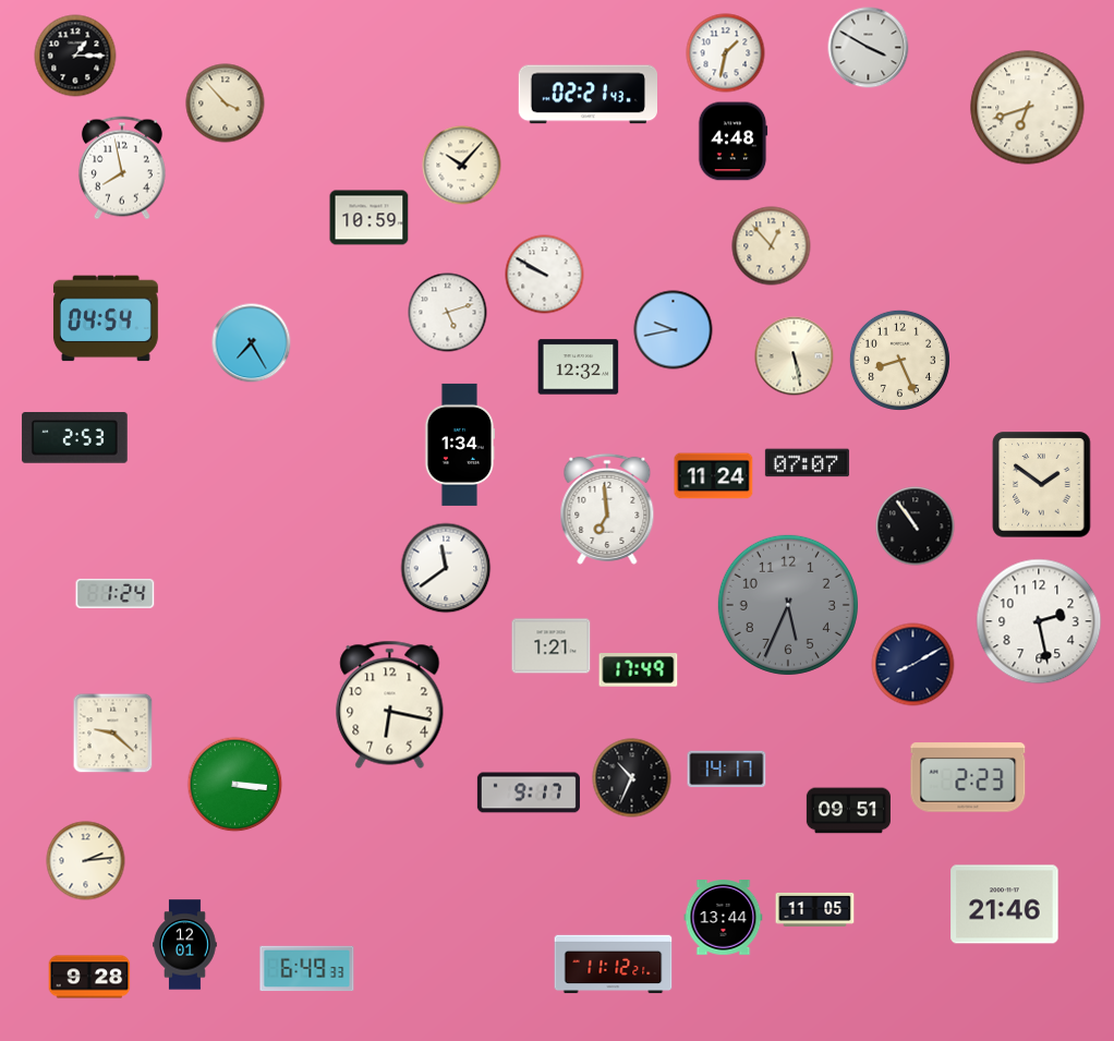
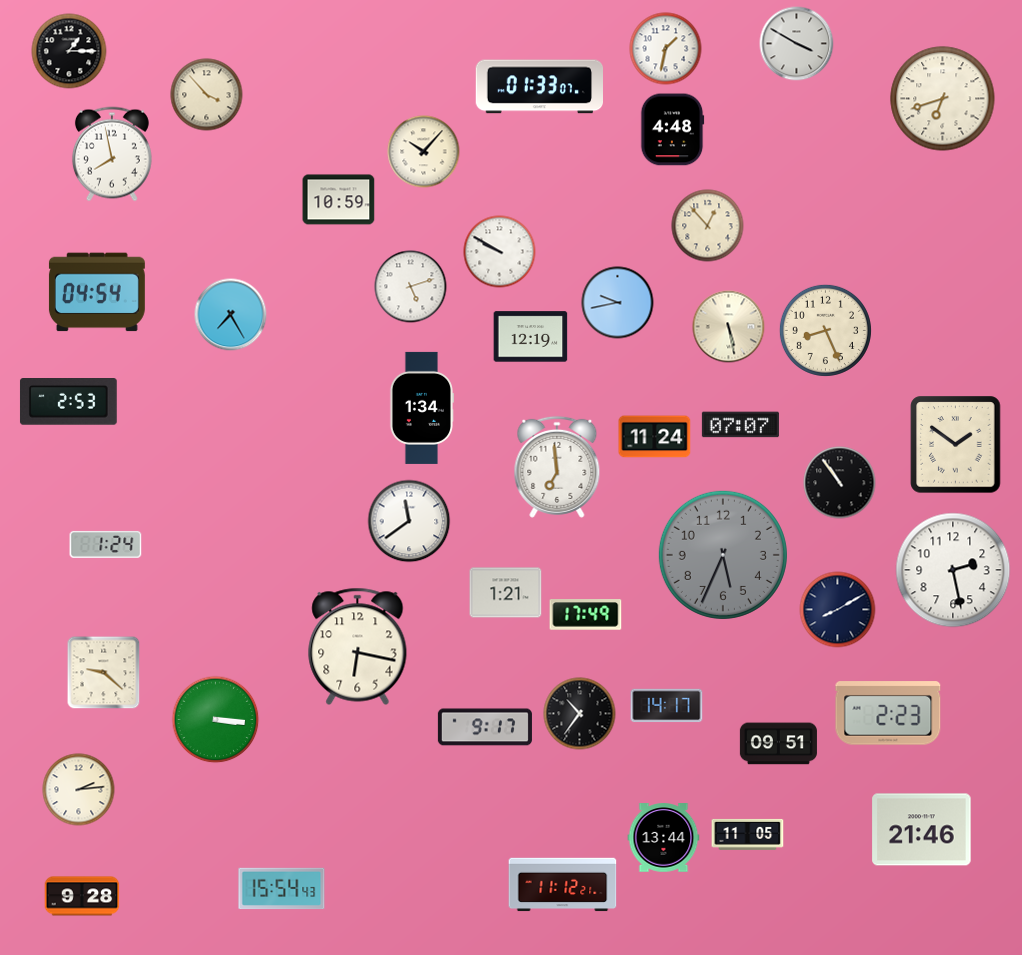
clock at (588, 95): 02:21 -> 01:33
clock at (579, 367): 12:32 -> 12:19
clock at (632, 778): 10:34 -> 10:36
clock at (724, 918) position: (724, 918) -> (664, 838)
clock at (185, 945): 12:01 -> none
clock at (307, 969): 6:49 -> 15:54
